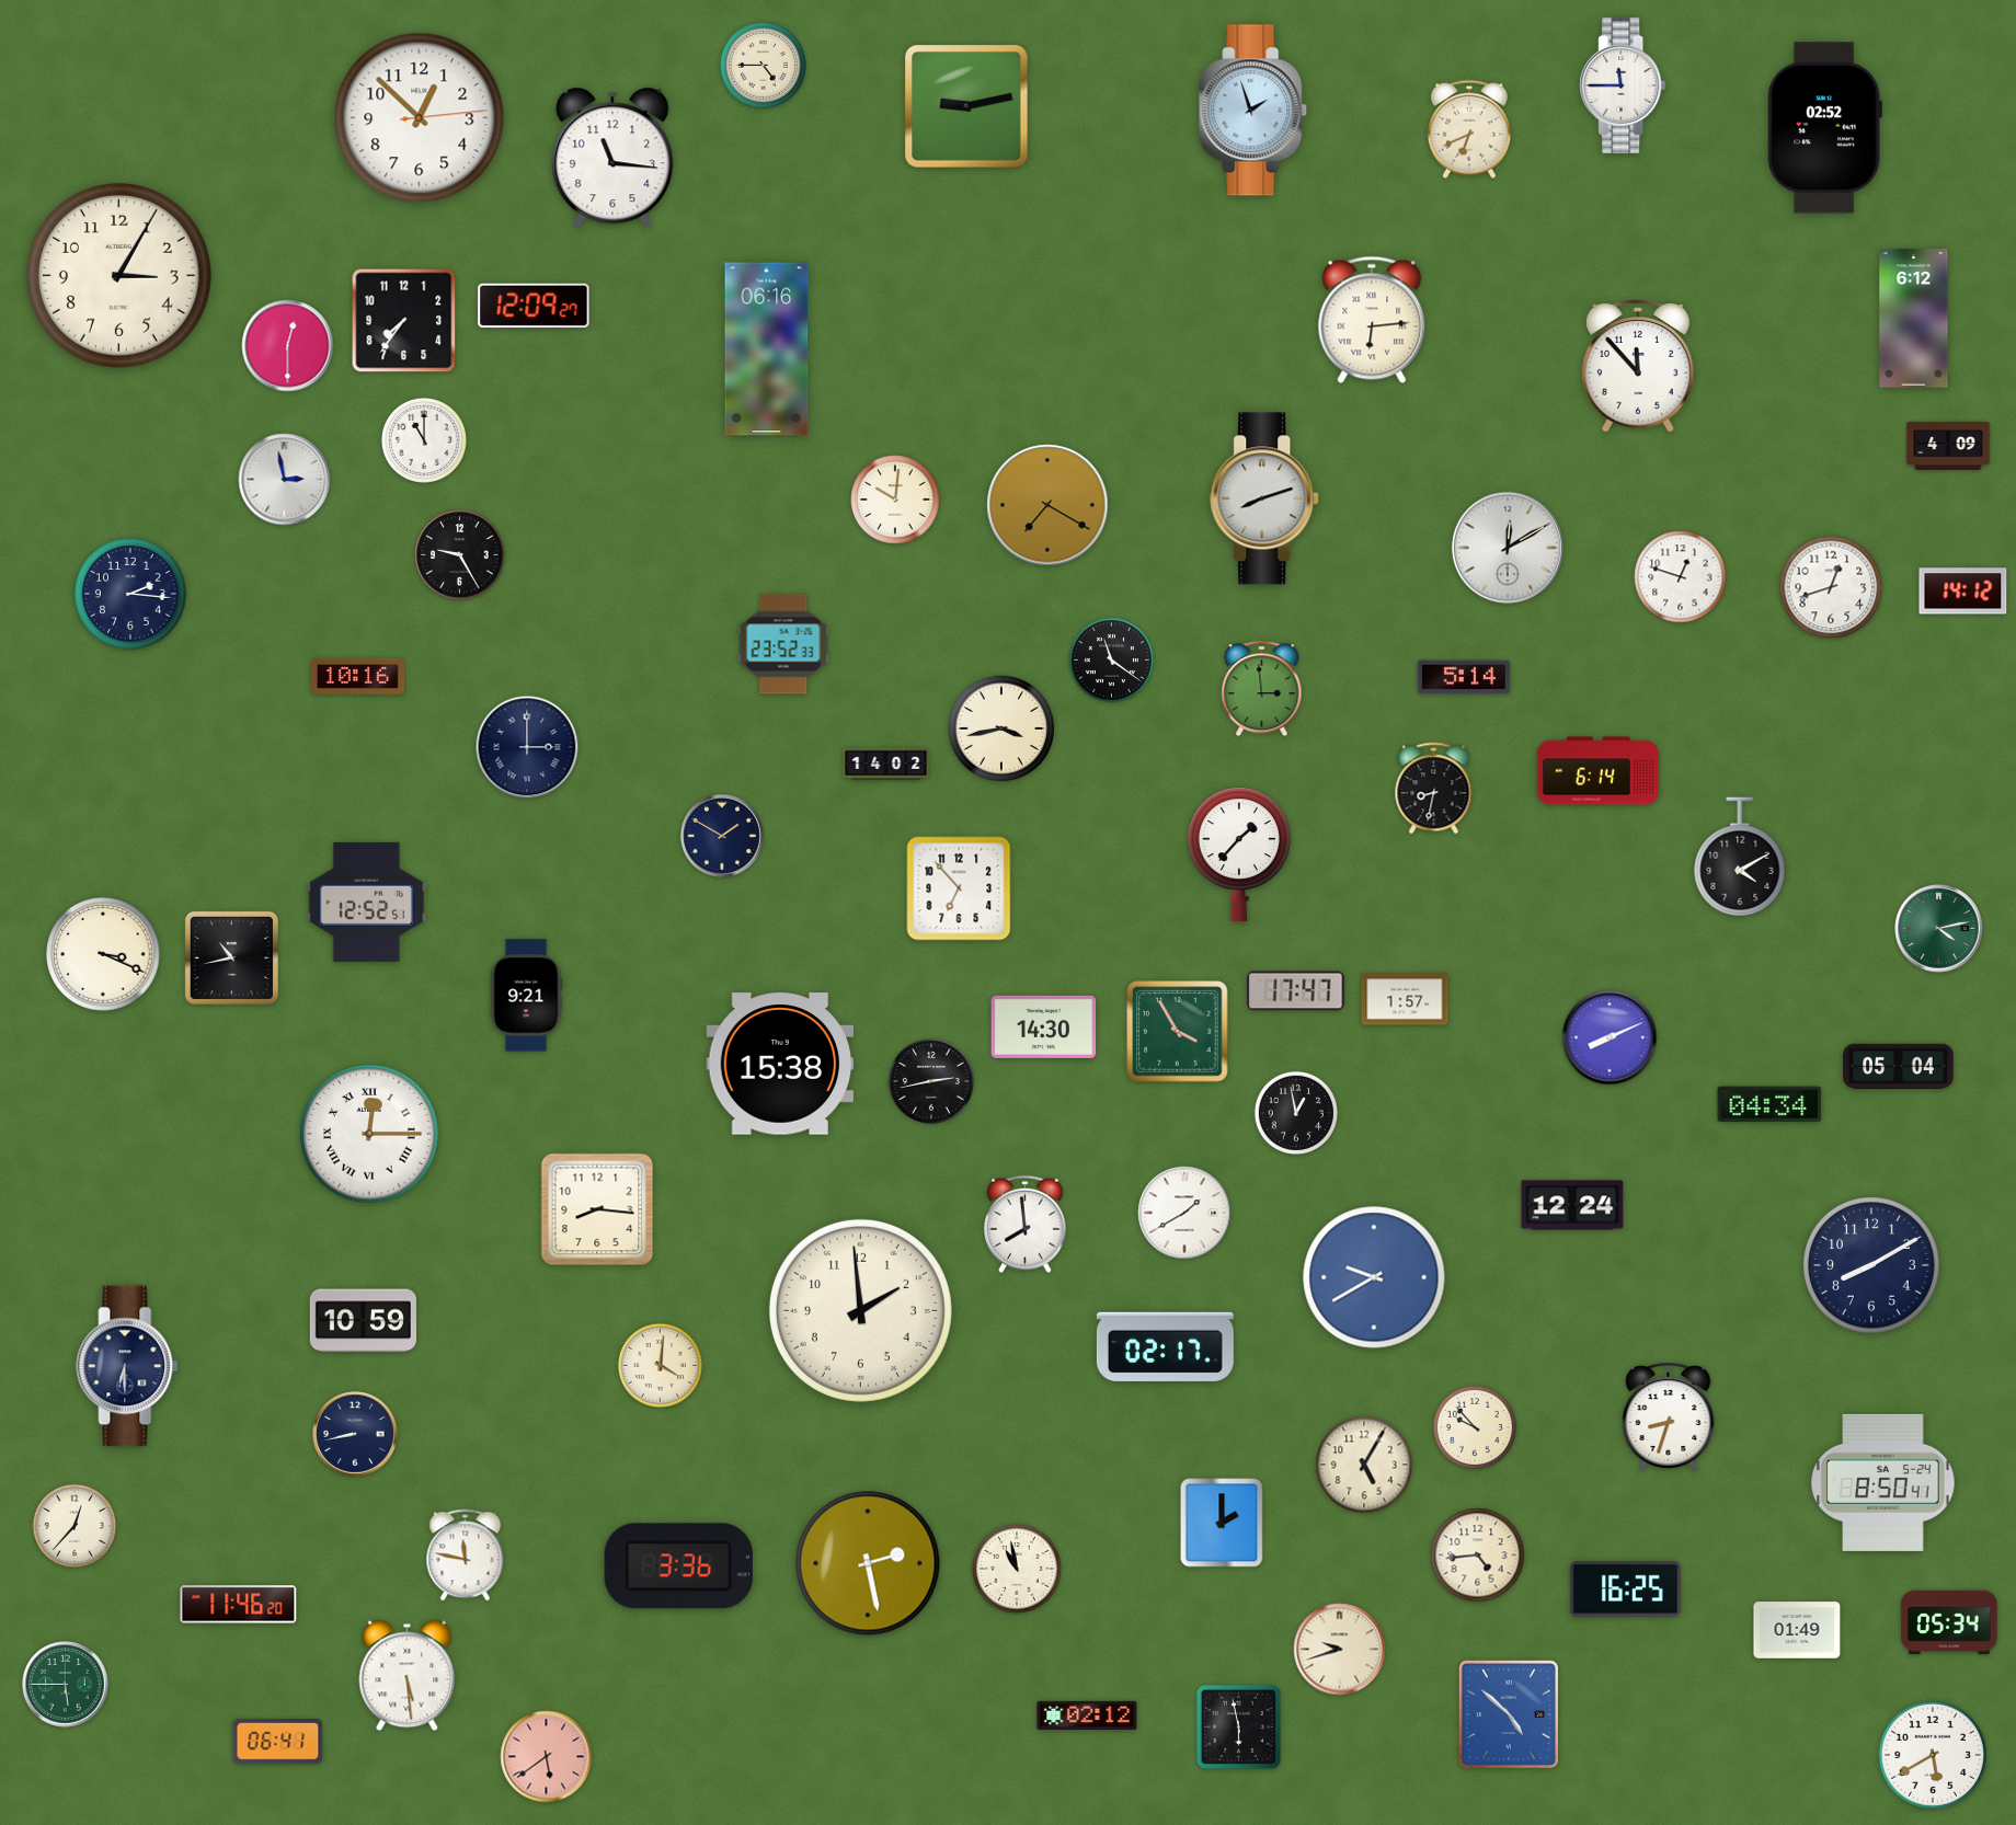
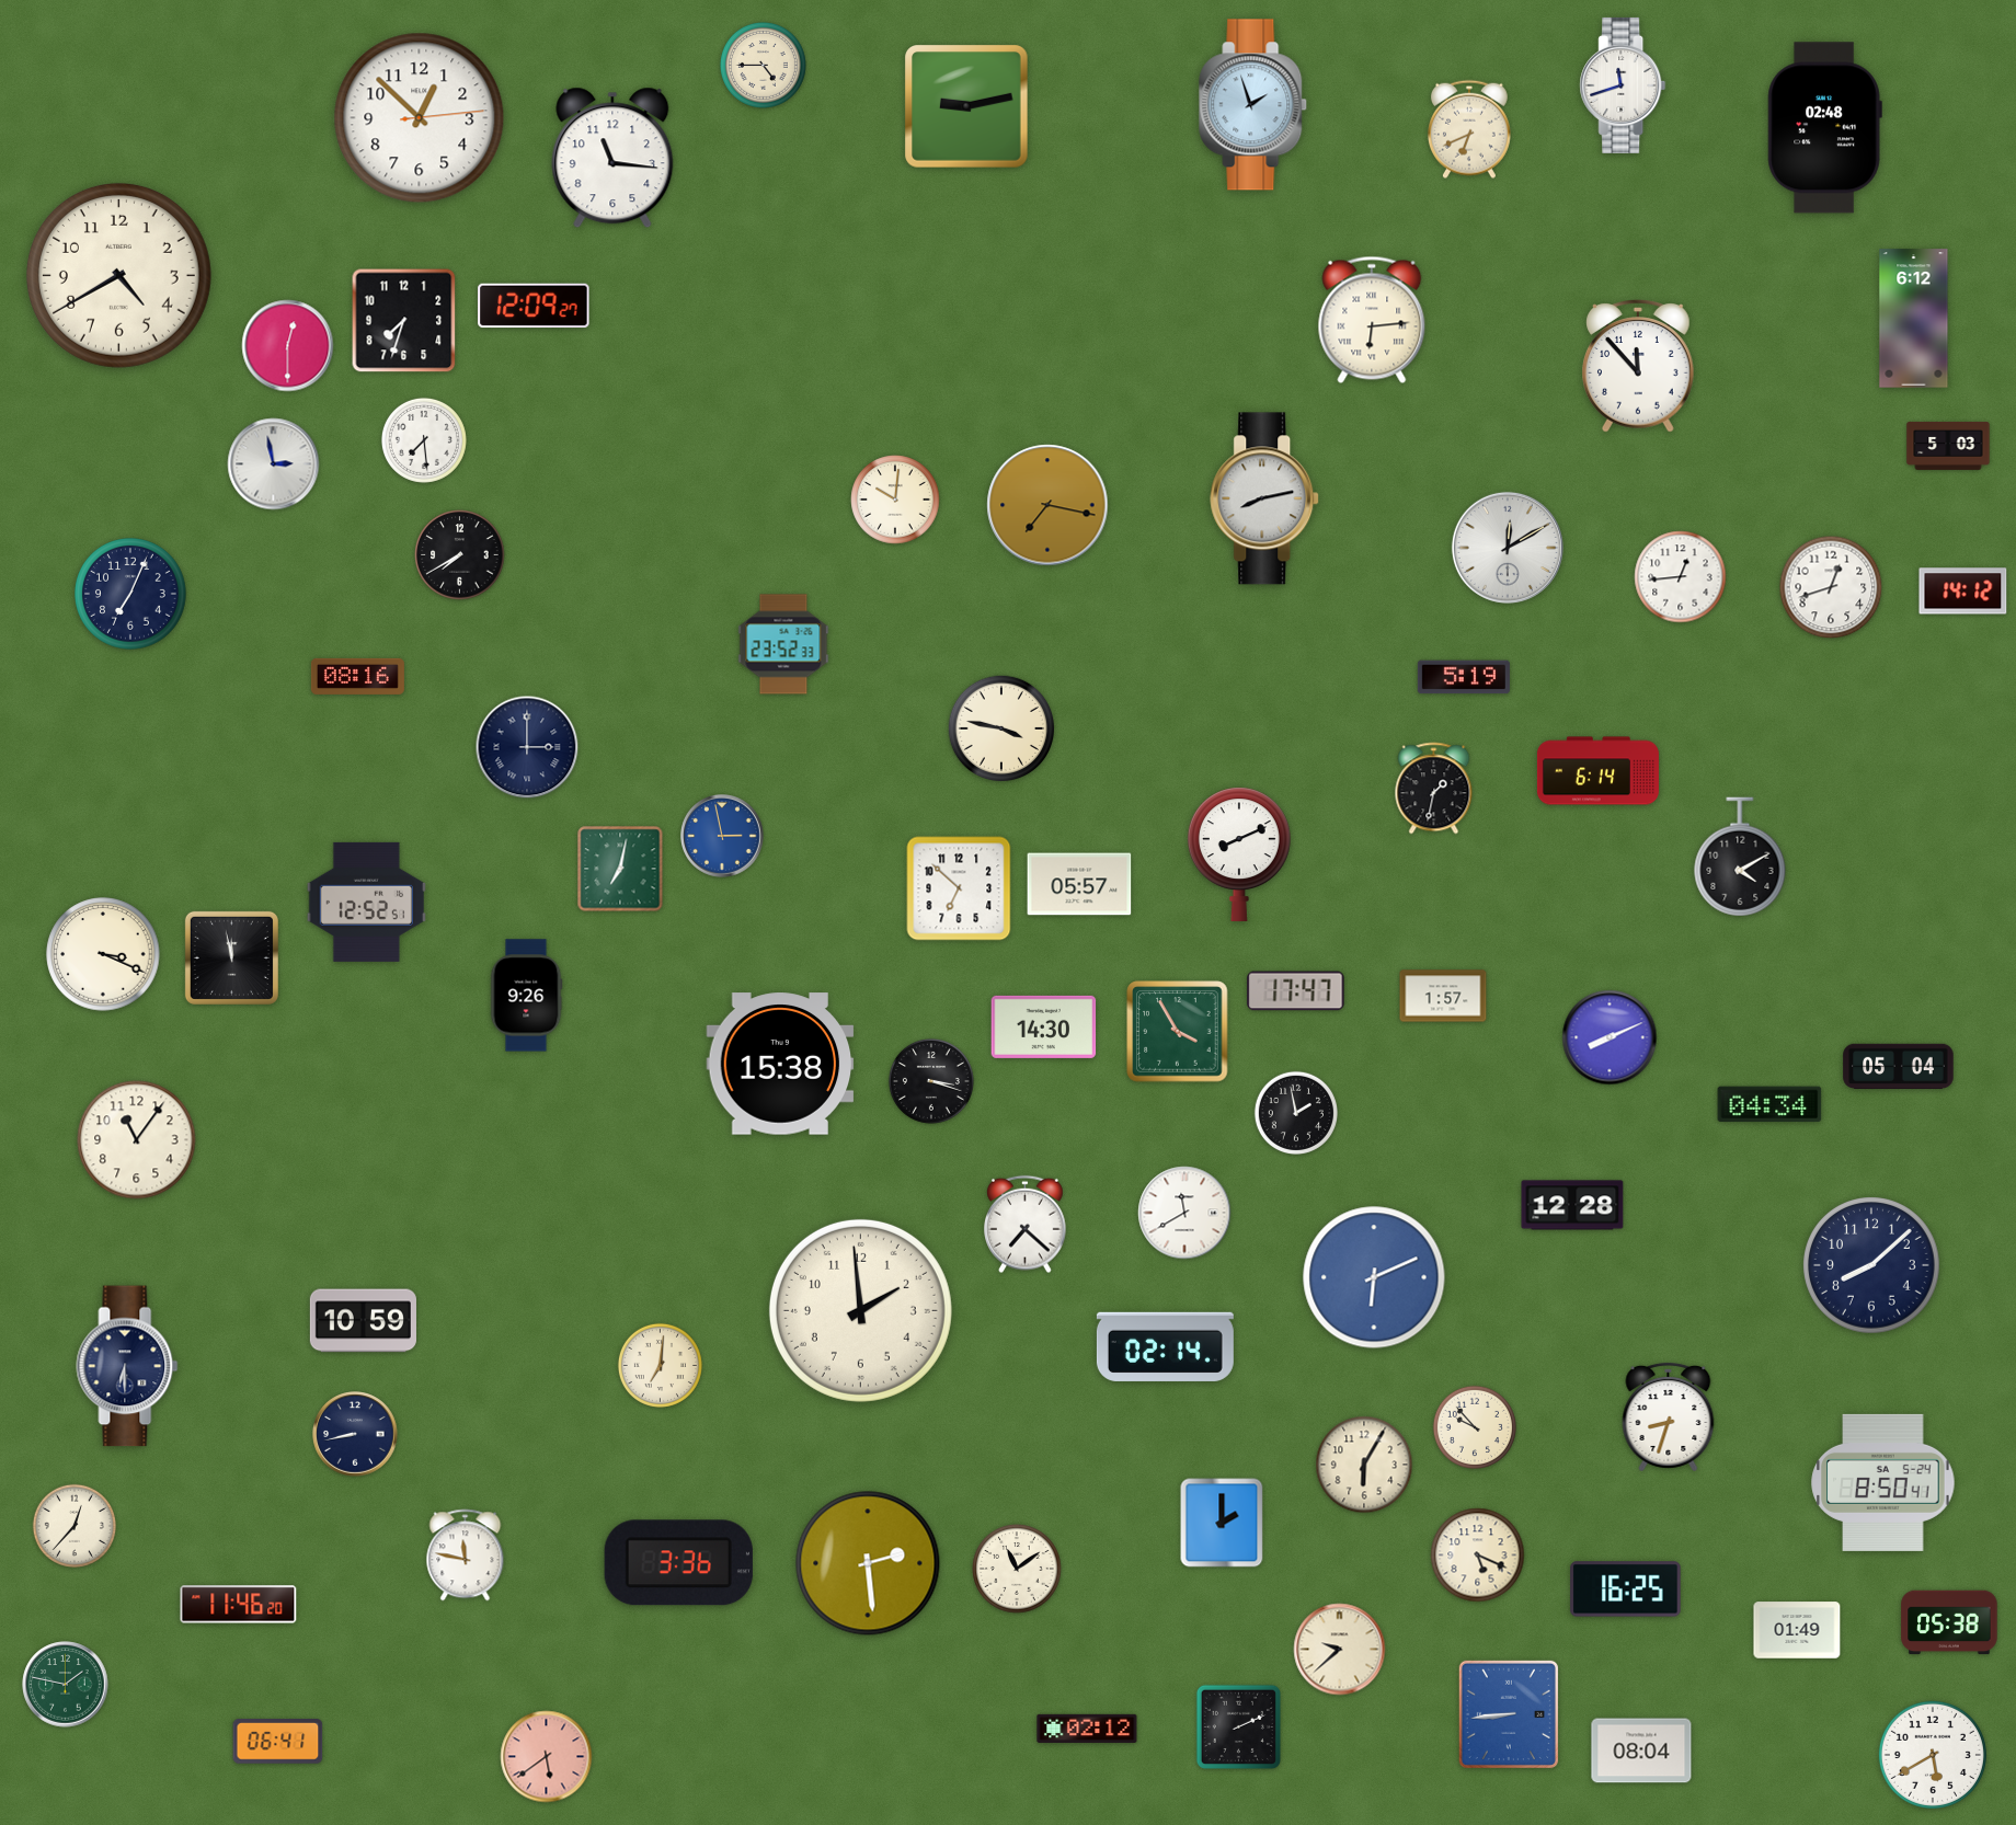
clock at (1623, 85): 11:45 -> 11:42
clock at (1253, 111) position: (1253, 111) -> (1253, 105)
clock at (1824, 128): 02:52 -> 02:48
clock at (118, 275): 3:05 -> 4:40
clock at (404, 321): 7:36 -> 7:33
clock at (767, 349): 06:16 -> none
clock at (424, 440): 11:00 -> 7:29
clock at (1948, 446): 4:09 -> 5:03
clock at (285, 480) position: (285, 480) -> (274, 464)
clock at (1265, 498): 8:12 -> 8:13
clock at (1047, 505): 7:20 -> 7:17
clock at (460, 555): 9:25 -> 7:40
clock at (1681, 577): 12:48 -> 12:44
clock at (131, 595): 2:16 -> 7:04
clock at (1111, 659): 11:21 -> none
clock at (357, 676): 10:16 -> 08:16
clock at (1464, 677): 5:14 -> 5:19
clock at (1262, 689): 2:59 -> none
clock at (1001, 728): 3:43 -> 3:47
clock at (886, 764): 14:02 -> none
clock at (1434, 789): 8:32 -> 1:32
clock at (723, 837): 1:50 -> 2:58
clock at (723, 837) dial: navy -> blue
clock at (1239, 853): 1:37 -> 8:11
clock at (620, 869): none -> 7:02
clock at (1079, 884): none -> 05:57
clock at (959, 888): 6:53 -> 6:52
clock at (1939, 929): 4:13 -> none
clock at (231, 957): 10:43 -> 11:58
clock at (526, 996): 9:21 -> 9:26
clock at (1405, 999) position: (1405, 999) -> (1443, 996)
clock at (931, 1081): 2:43 -> 3:18
clock at (1295, 1112): 12:58 -> 1:58
clock at (369, 1134): 12:15 -> none
clock at (137, 1140): none -> 11:06
clock at (1572, 1205): 12:24 -> 12:28
clock at (597, 1209): 8:16 -> none
clock at (1184, 1213): 1:40 -> 11:40
clock at (1026, 1225): 7:59 -> 7:22
clock at (1872, 1266): 8:10 -> 8:08
clock at (1374, 1277): 9:40 -> 6:11
clock at (1165, 1346): 02:17 -> 02:14
clock at (660, 1365): 4:01 -> 7:01
clock at (1364, 1465): 5:05 -> 6:05
clock at (1478, 1556): 4:44 -> 5:19
clock at (868, 1563): 2:28 -> 2:29
clock at (678, 1566) position: (678, 1566) -> (678, 1563)
clock at (1017, 1569): 10:58 -> 11:09
clock at (1949, 1622): 05:34 -> 05:38
clock at (1340, 1650): 9:42 -> 9:38
clock at (408, 1676): 5:29 -> none
clock at (66, 1685): 5:45 -> 1:47
clock at (1509, 1714): 4:52 -> 8:44
clock at (1087, 1715) position: (1087, 1715) -> (1087, 1729)
clock at (1238, 1726): 5:58 -> 2:11
clock at (1641, 1751): none -> 08:04
